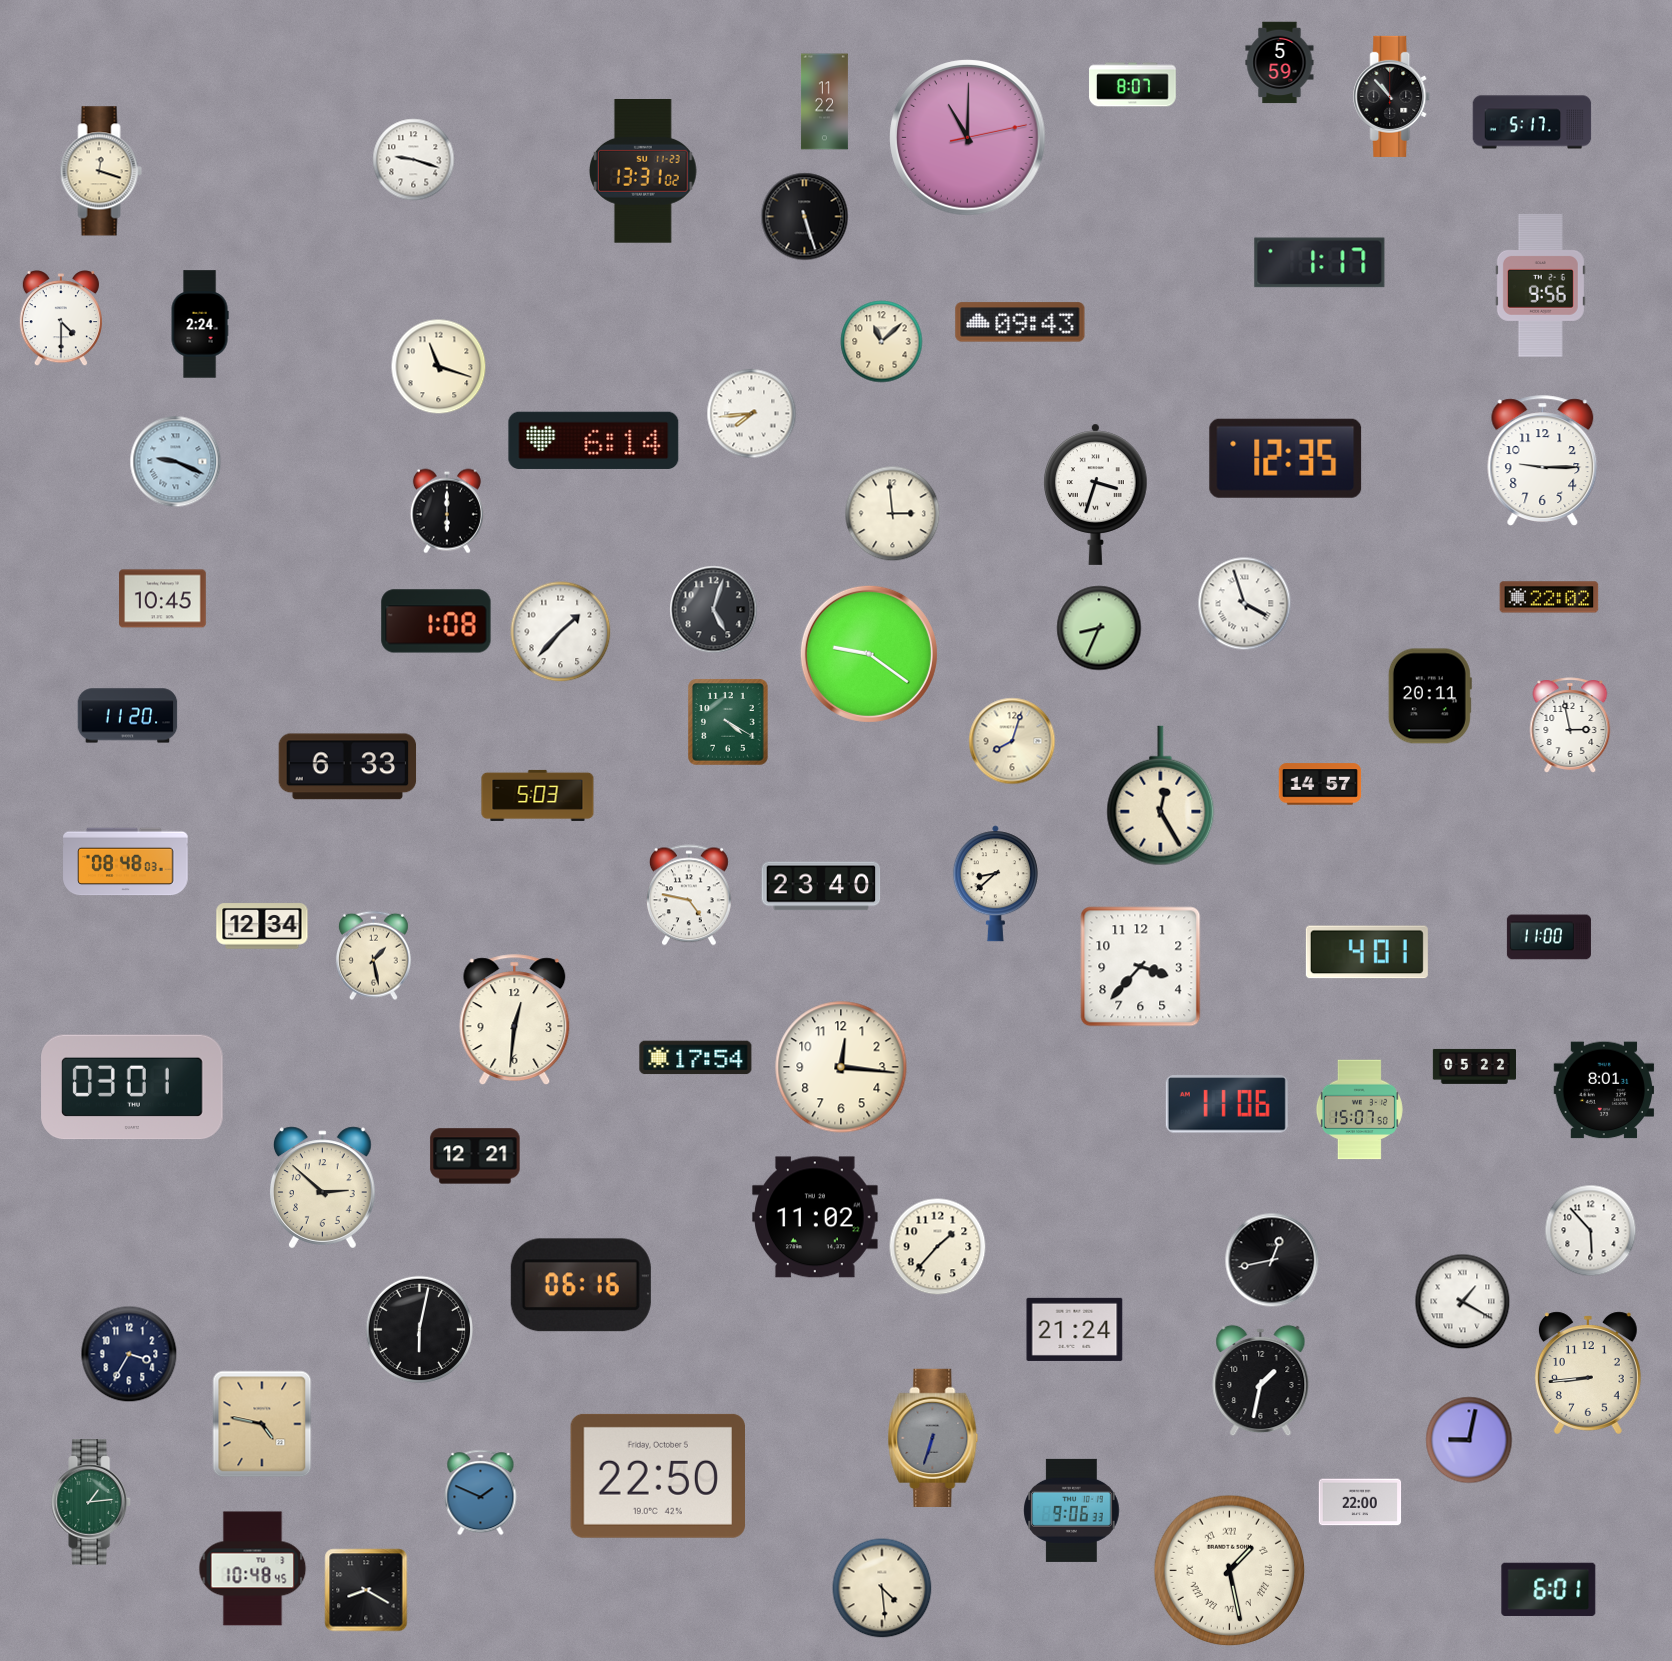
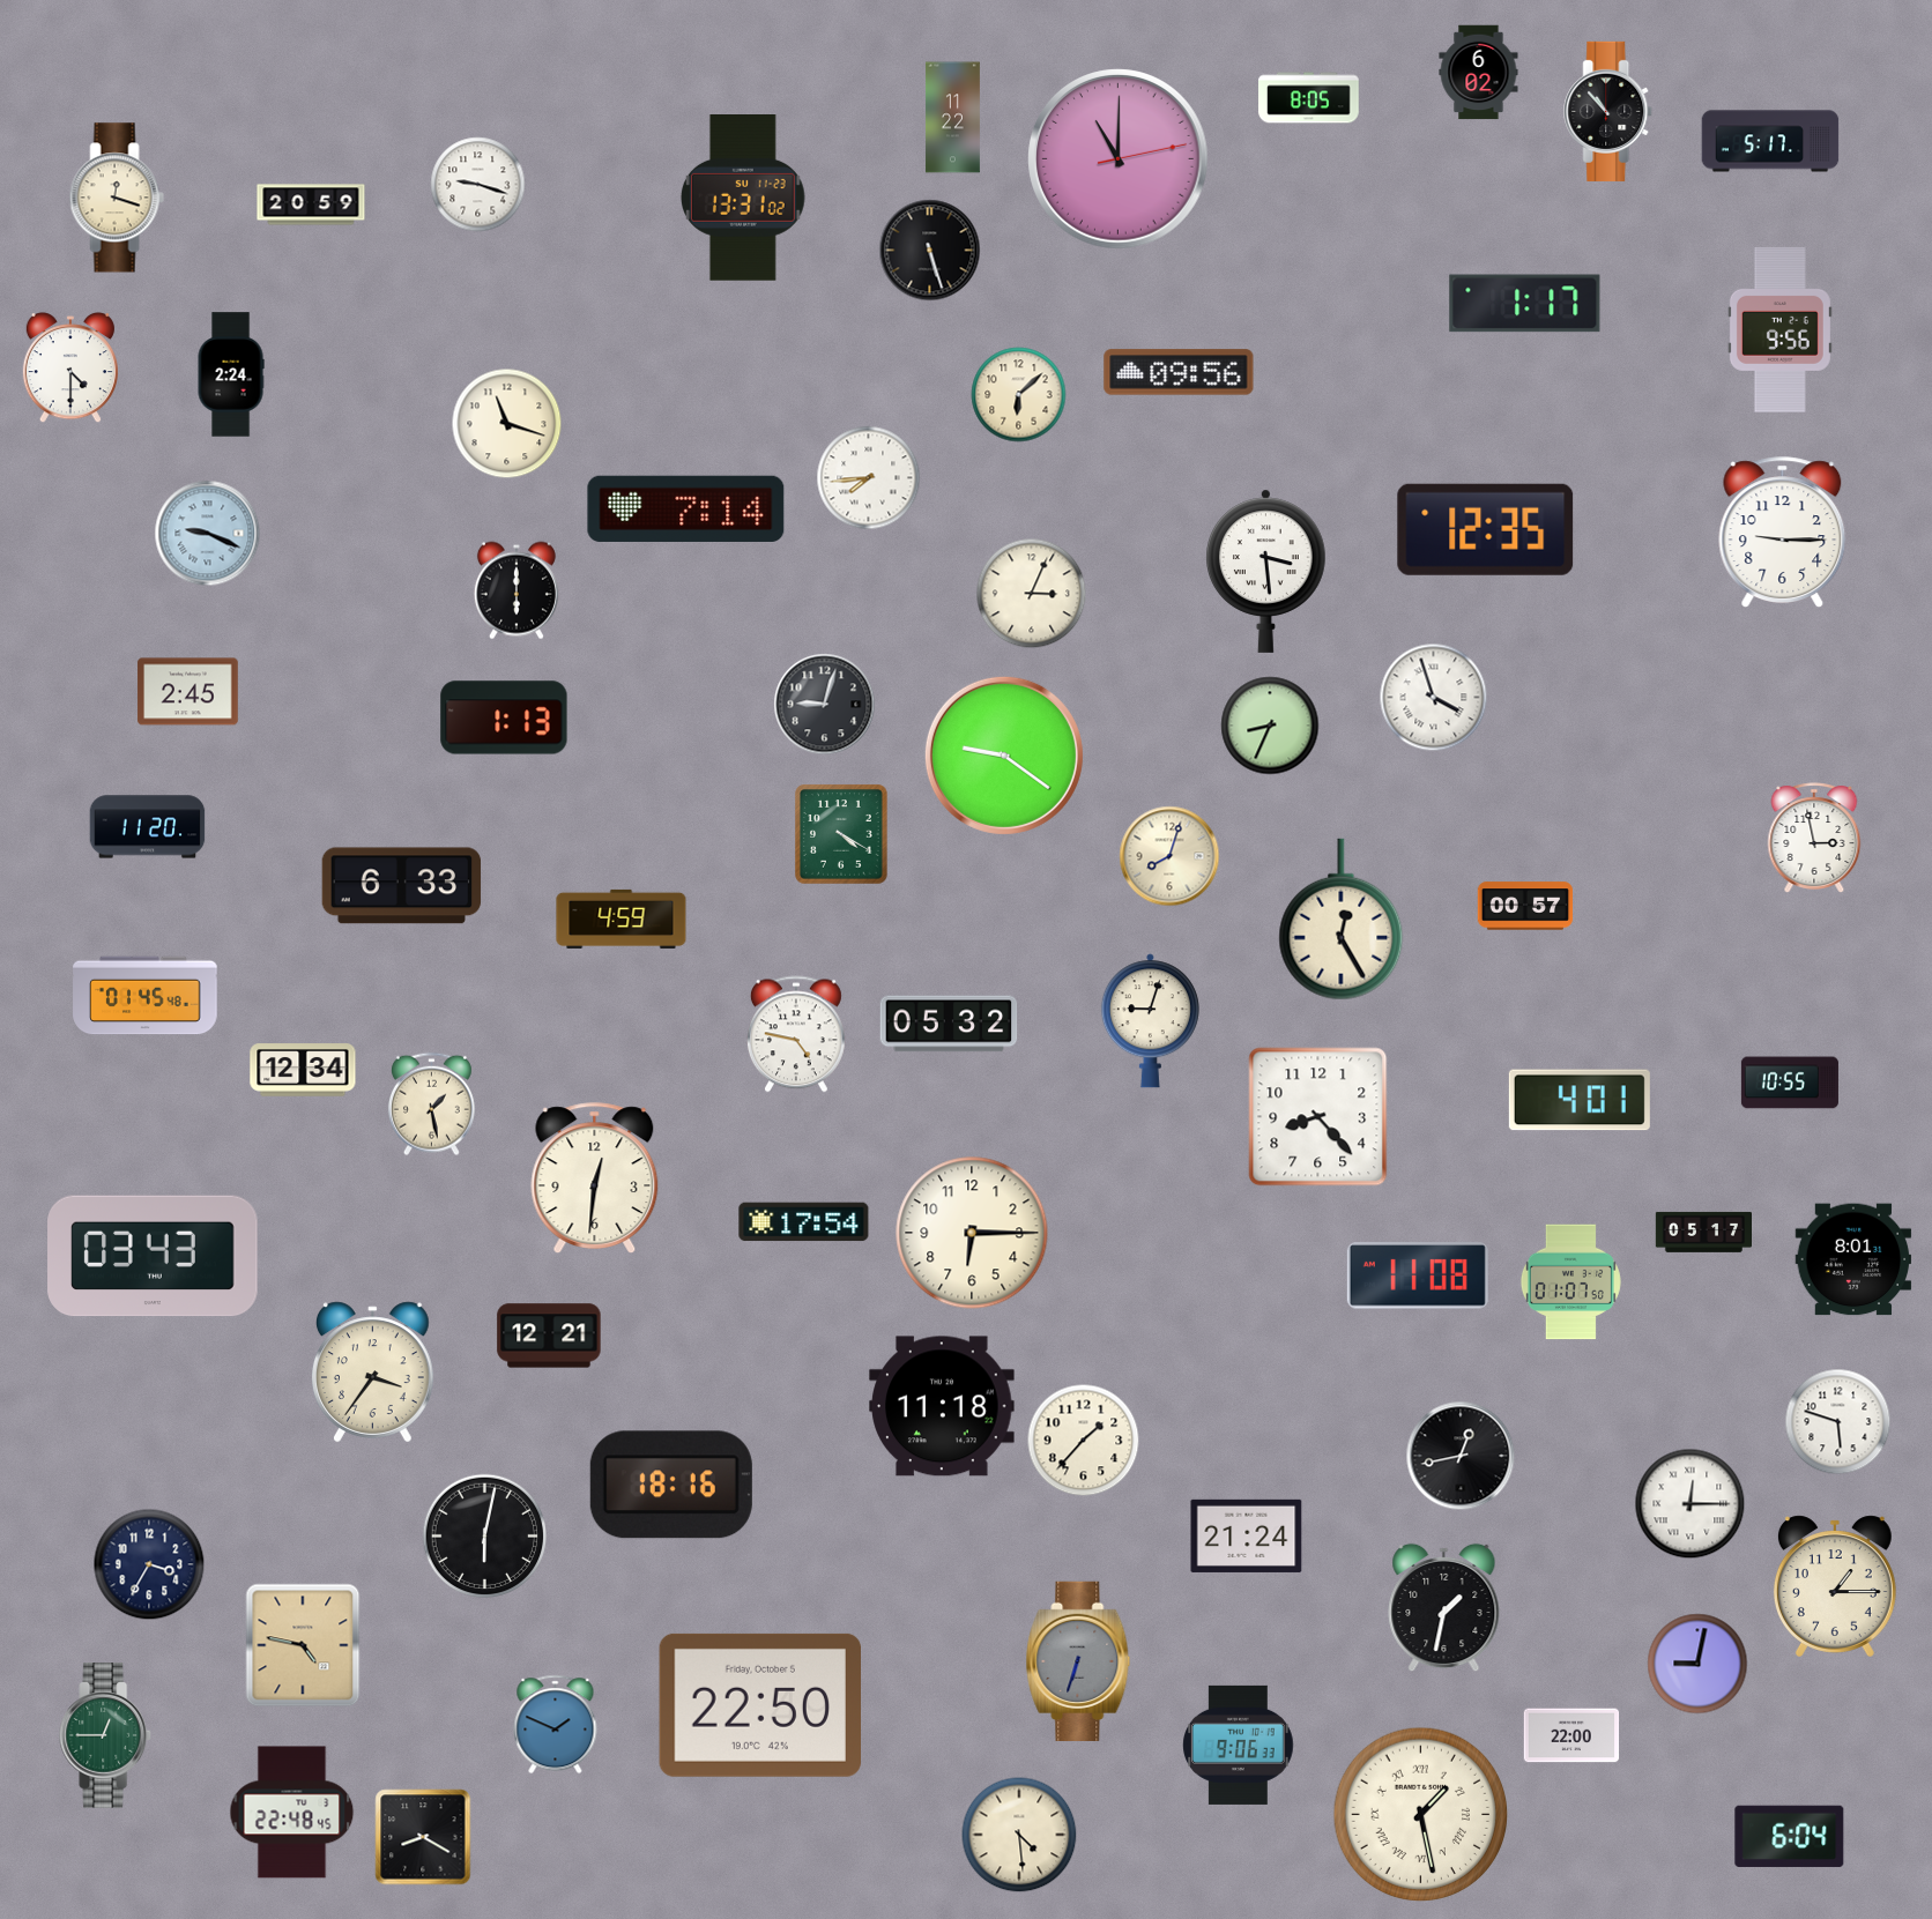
clock at (1280, 63): 5:59 -> 6:02
clock at (1133, 85): 8:07 -> 8:05
clock at (311, 204): none -> 20:59
clock at (1020, 322): 09:43 -> 09:56
clock at (882, 342): 11:08 -> 6:08
clock at (594, 440): 6:14 -> 7:14
clock at (176, 462) position: (176, 462) -> (208, 534)
clock at (1096, 494): 3:33 -> 3:29
clock at (893, 514): 2:59 -> 3:04
clock at (1549, 597): 22:02 -> none
clock at (163, 599): 10:45 -> 2:45
clock at (1245, 604) position: (1245, 604) -> (1434, 698)
clock at (714, 610): 5:03 -> 9:03
clock at (436, 621): 1:08 -> 1:13
clock at (561, 632): 1:37 -> none
clock at (1430, 696): 20:11 -> none
clock at (1320, 784): 14:57 -> 00:57
clock at (538, 795): 5:03 -> 4:59
clock at (126, 862): 08:48 -> 01:45
clock at (995, 884): 8:38 -> 9:03
clock at (821, 886): 23:40 -> 05:32
clock at (1549, 937): 11:00 -> 10:55
clock at (1141, 967): 3:37 -> 8:23
clock at (1474, 1066): 05:22 -> 05:17
clock at (841, 1067): 12:16 -> 6:15
clock at (132, 1087): 03:01 -> 03:43
clock at (1227, 1104): 11:06 -> 11:08
clock at (1359, 1110): 15:07 -> 01:07
clock at (323, 1188): 2:52 -> 3:36
clock at (815, 1217): 11:02 -> 11:18
clock at (1591, 1231): 5:53 -> 5:48
clock at (1272, 1260) position: (1272, 1260) -> (1461, 1456)
clock at (581, 1285): 06:16 -> 18:16
clock at (1463, 1302): 1:20 -> 12:15
clock at (1075, 1329) position: (1075, 1329) -> (1247, 1535)
clock at (1588, 1373): 8:44 -> 1:15
clock at (1261, 1381) position: (1261, 1381) -> (1444, 1608)
clock at (92, 1502): 1:14 -> 12:45
clock at (253, 1569): 10:48 -> 22:48
clock at (1549, 1589): 6:01 -> 6:04
